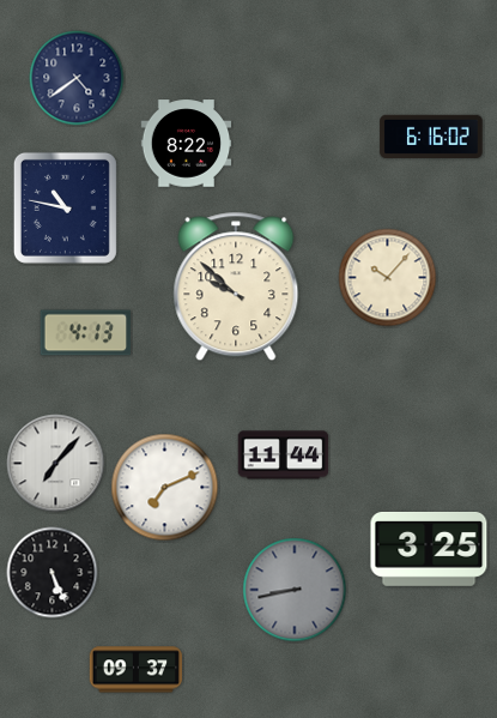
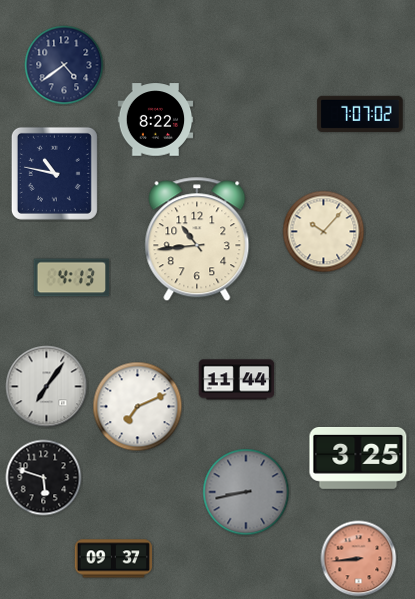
clock at (431, 137): 6:16 -> 7:07
clock at (236, 286): 9:52 -> 10:44
clock at (56, 464): 7:07 -> 7:06
clock at (53, 573): 5:26 -> 5:48
clock at (359, 559): none -> 8:44
